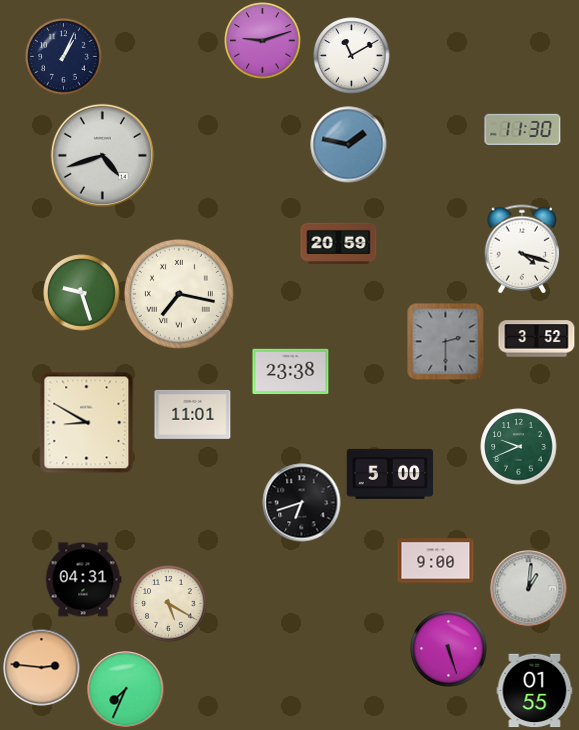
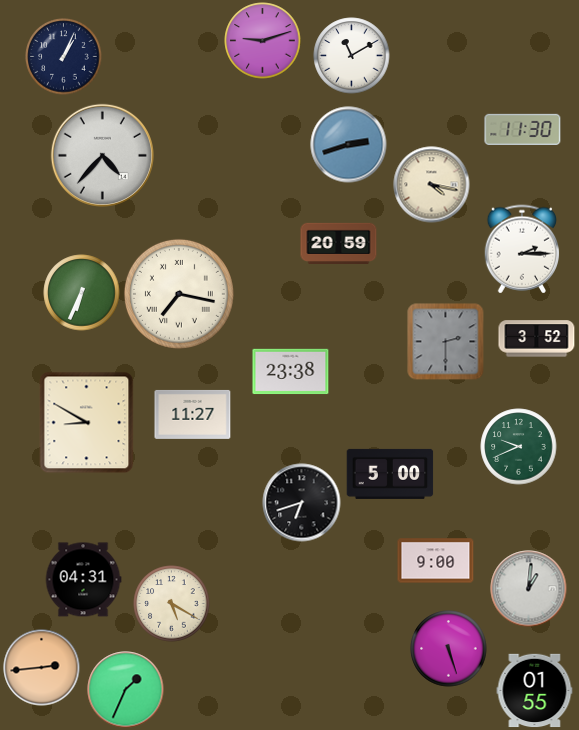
clock at (349, 145): 1:47 -> 2:42
clock at (102, 155): 4:42 -> 4:37
clock at (432, 185): none -> 4:17
clock at (522, 249): 4:18 -> 2:15
clock at (82, 293): 9:27 -> 6:34
clock at (193, 414): 11:01 -> 11:27
clock at (169, 604) position: (169, 604) -> (172, 604)
clock at (42, 668): 2:46 -> 2:44
clock at (126, 690): 7:34 -> 1:34
